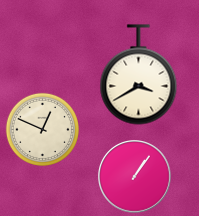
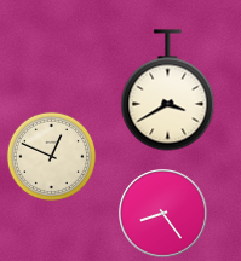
clock at (135, 177): 1:06 -> 8:24
